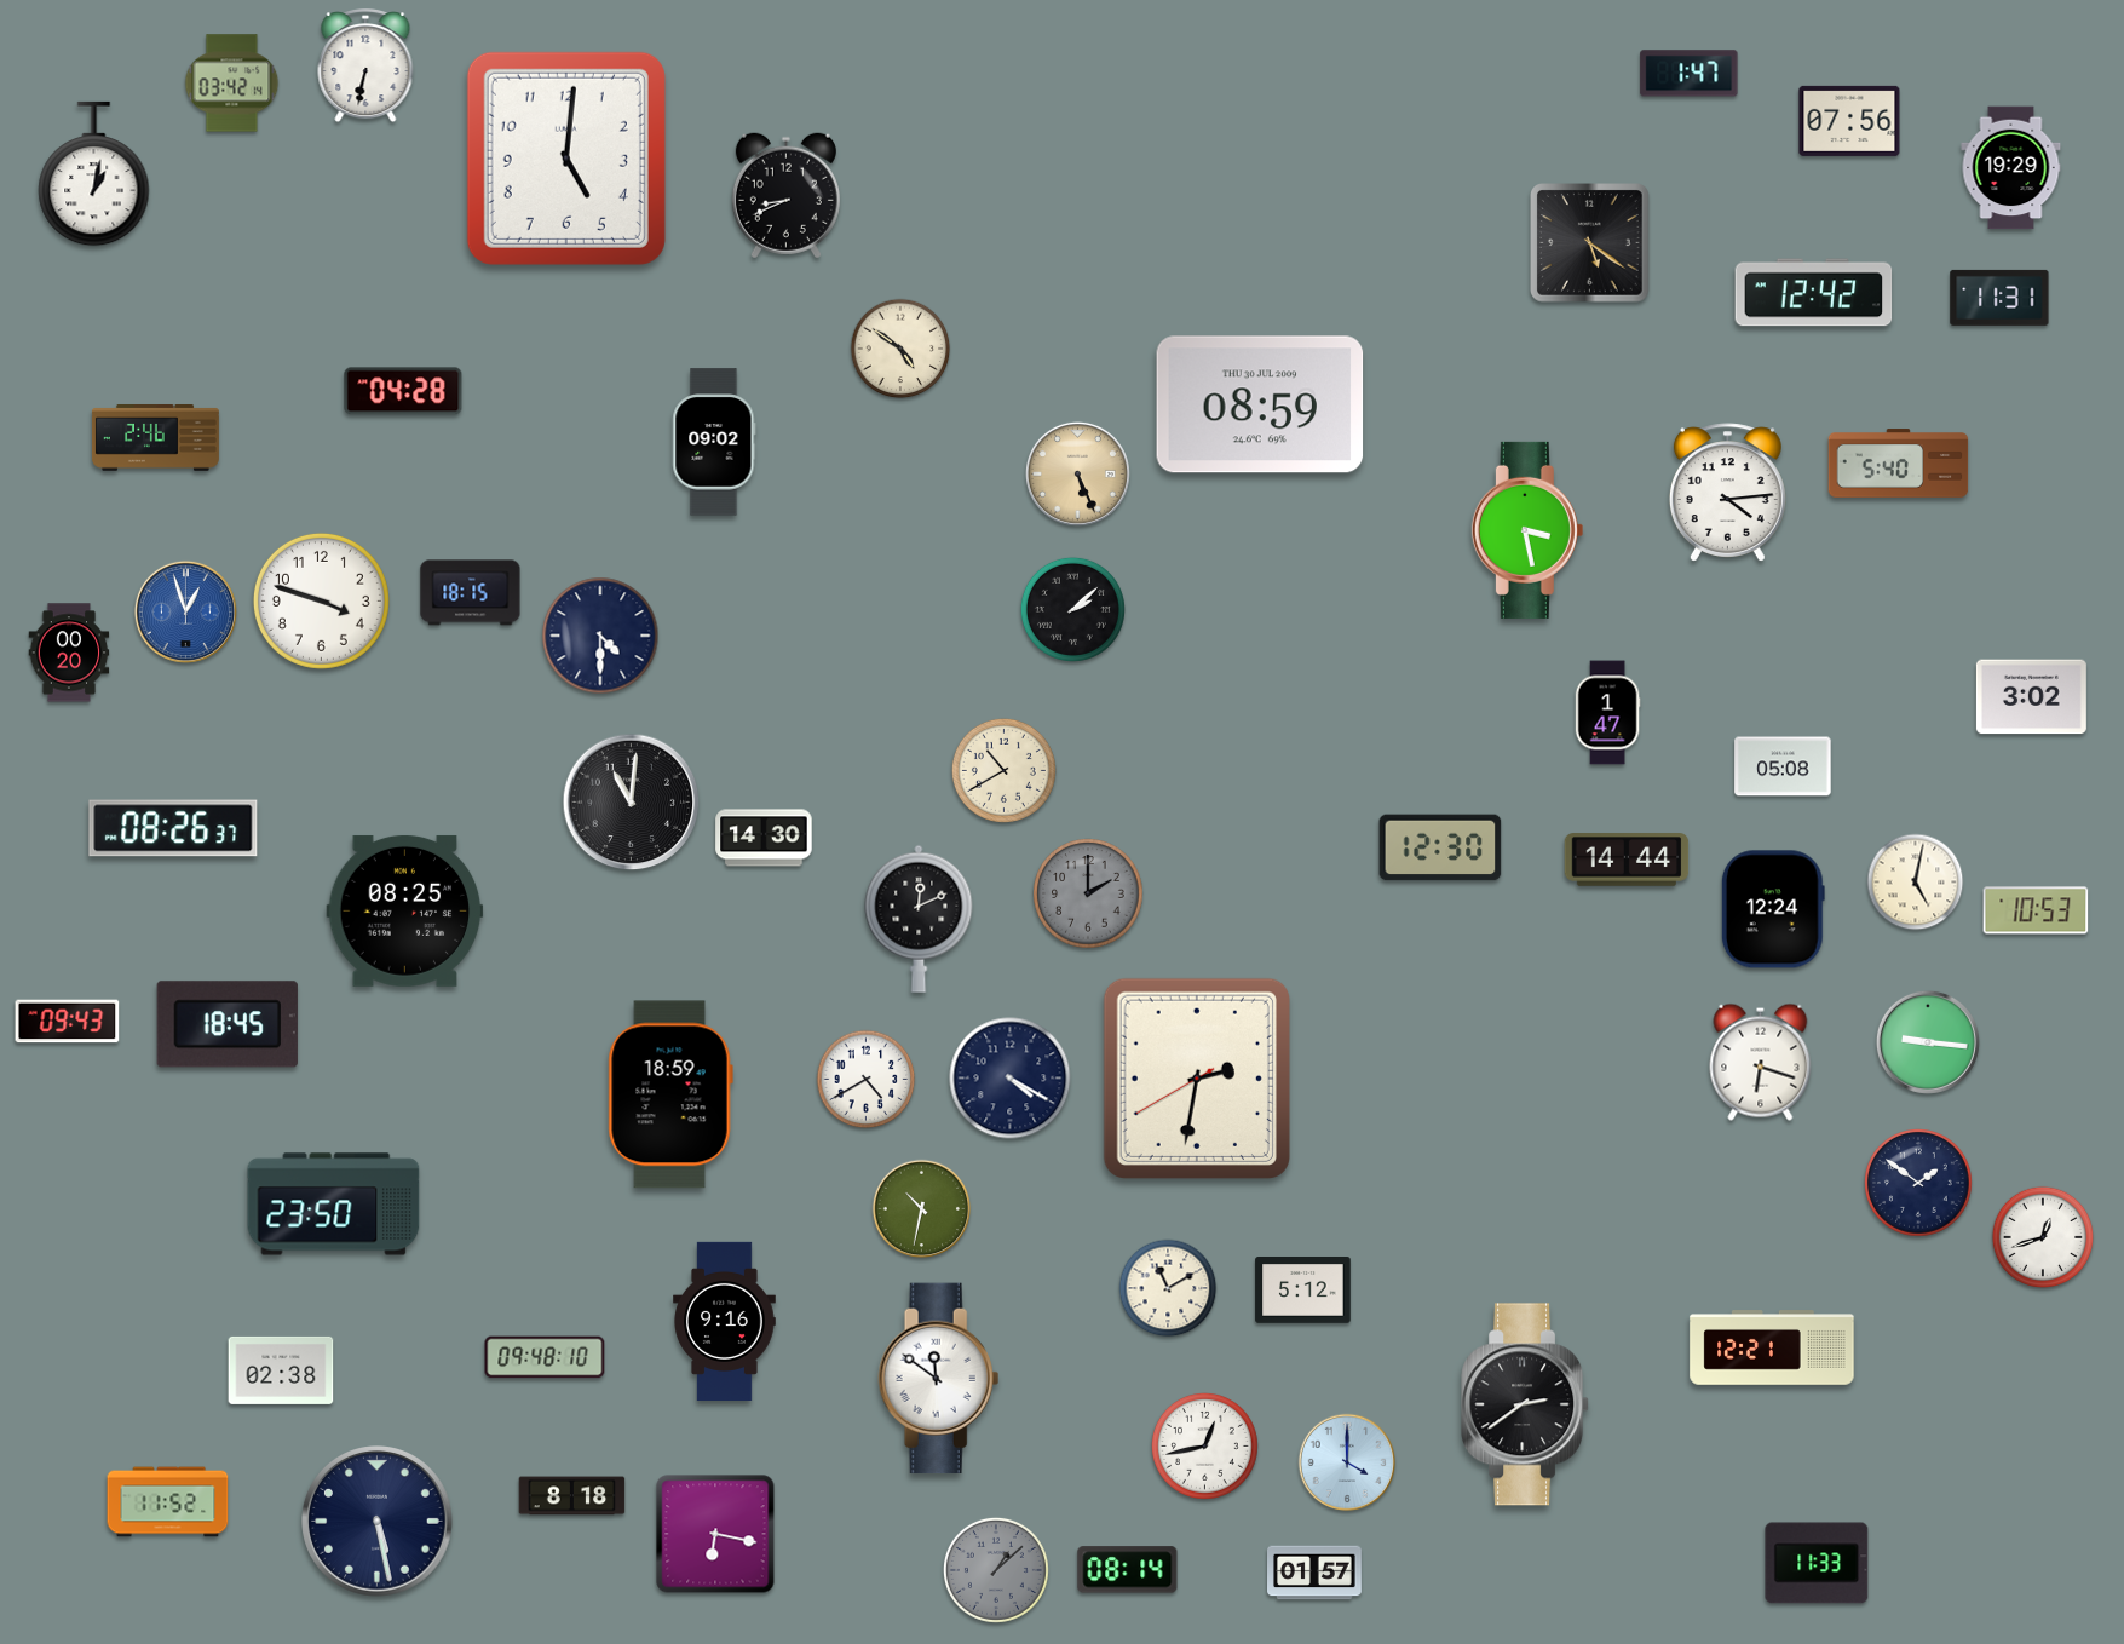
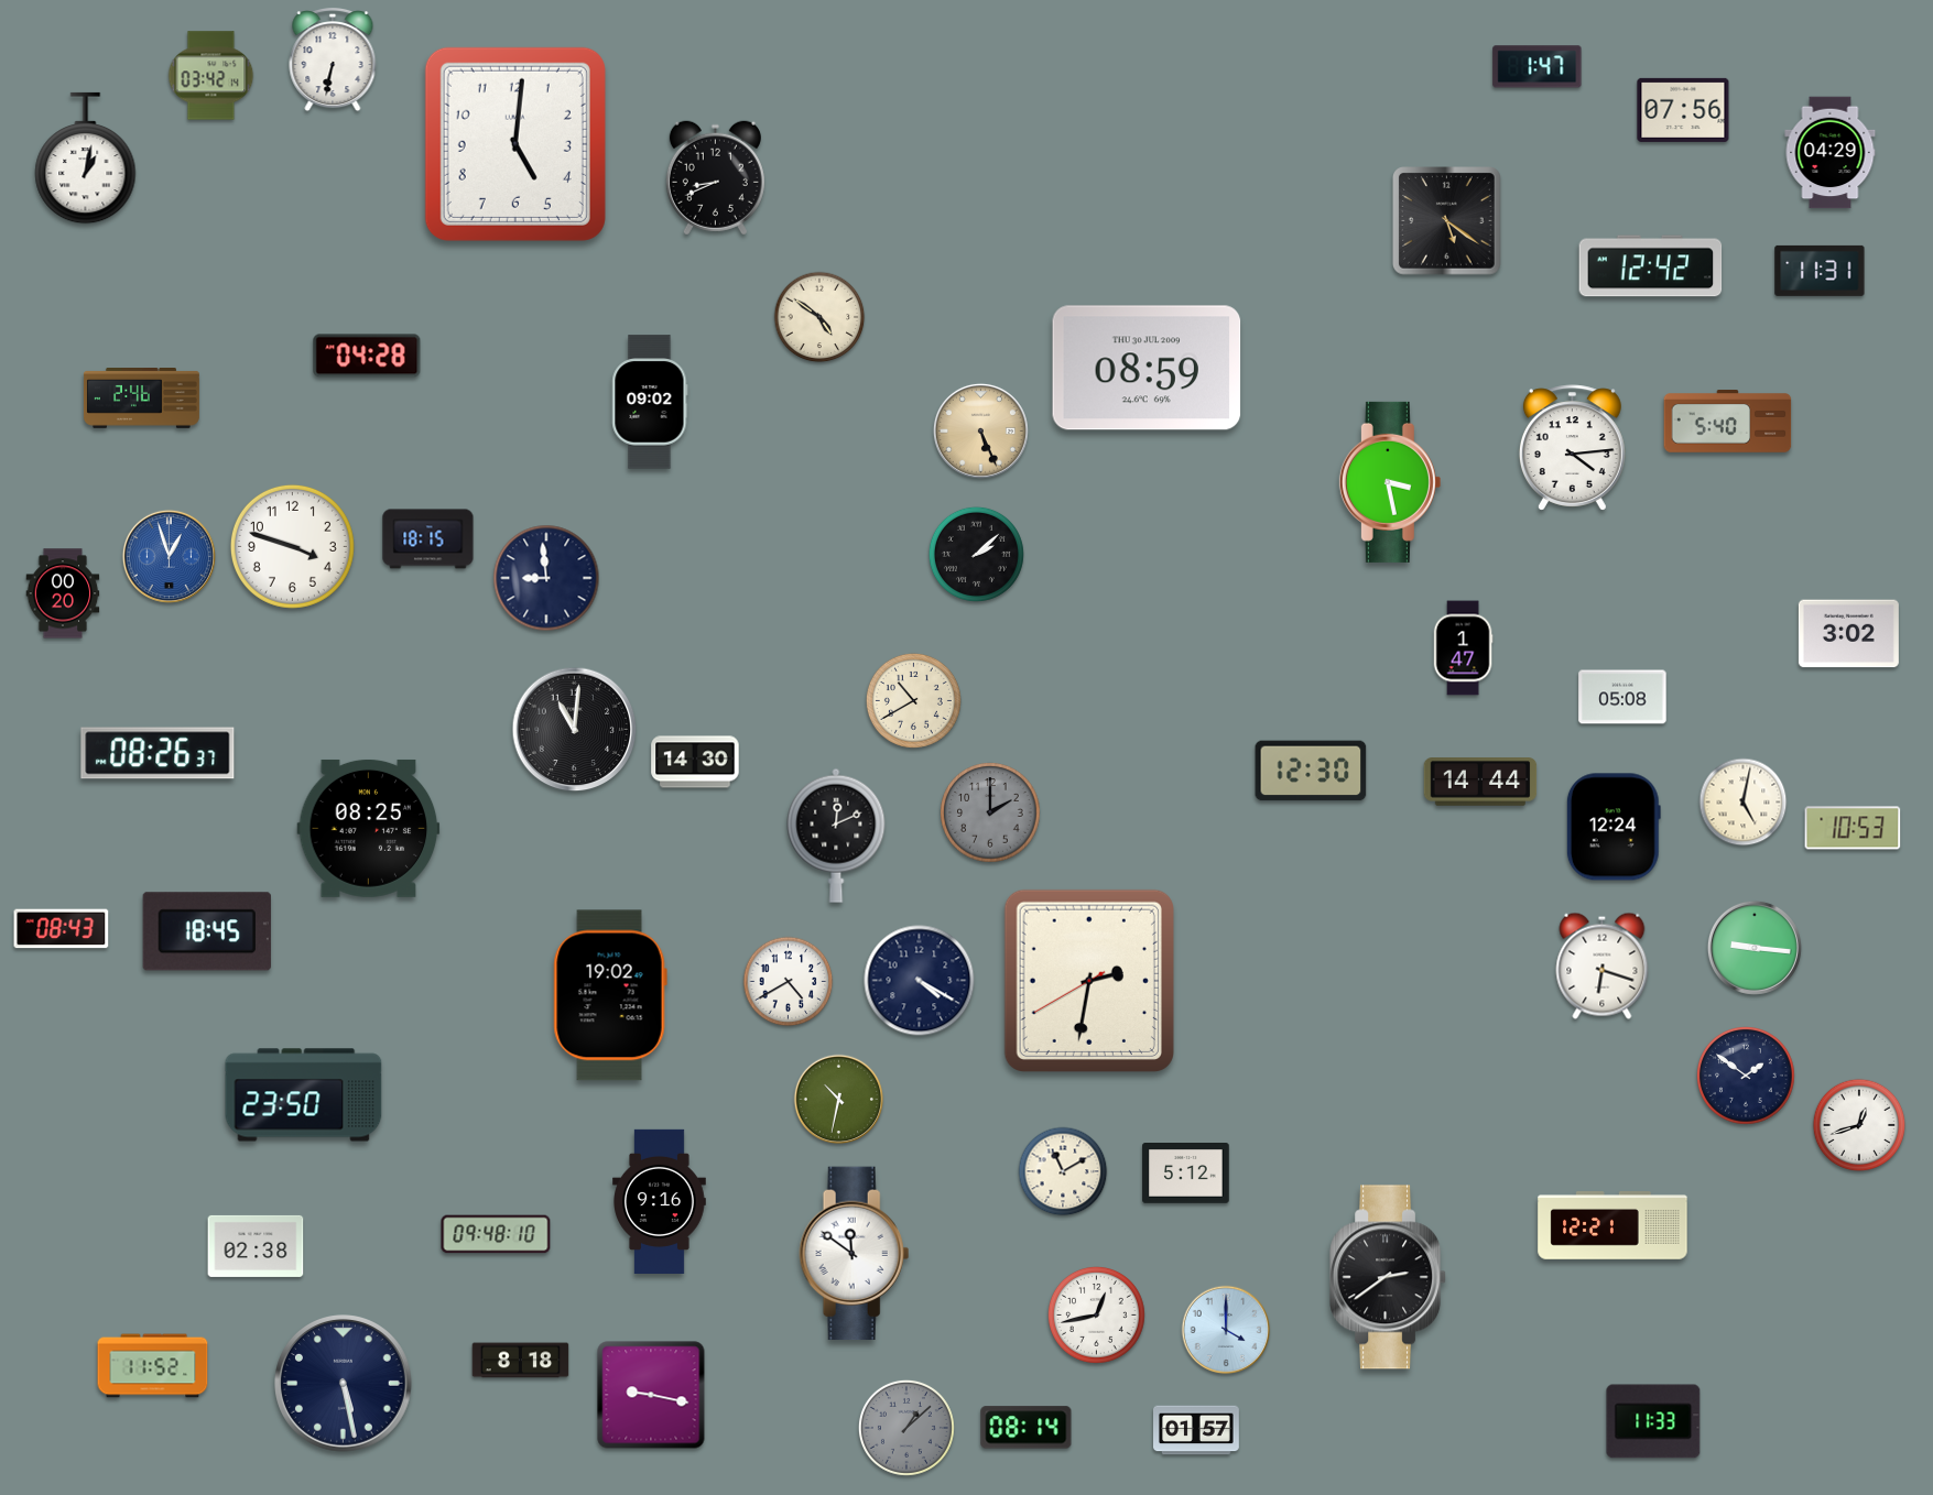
clock at (2011, 168): 19:29 -> 04:29
clock at (600, 636): 4:30 -> 8:59
clock at (68, 1022): 09:43 -> 08:43
clock at (670, 1094): 18:59 -> 19:02
clock at (715, 1534): 6:17 -> 9:17
